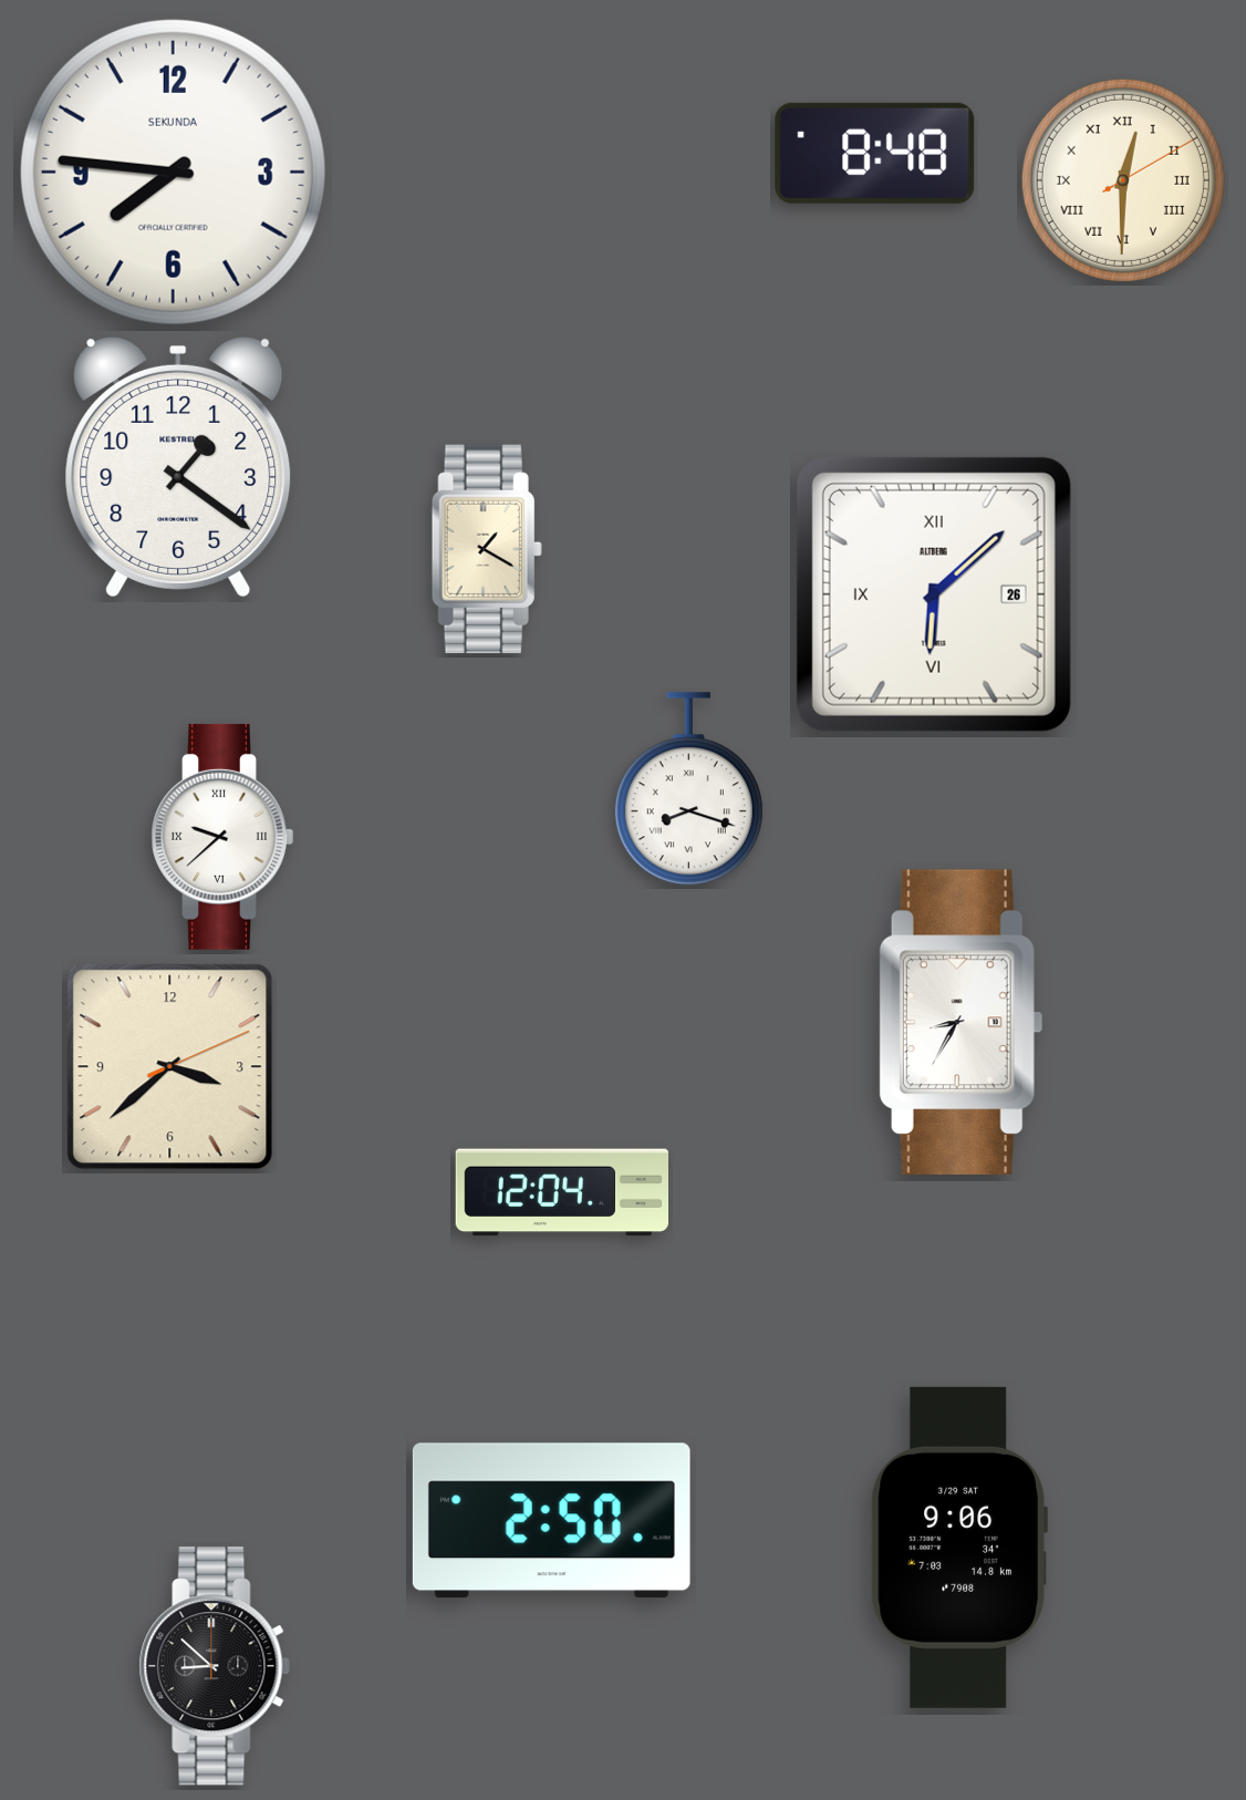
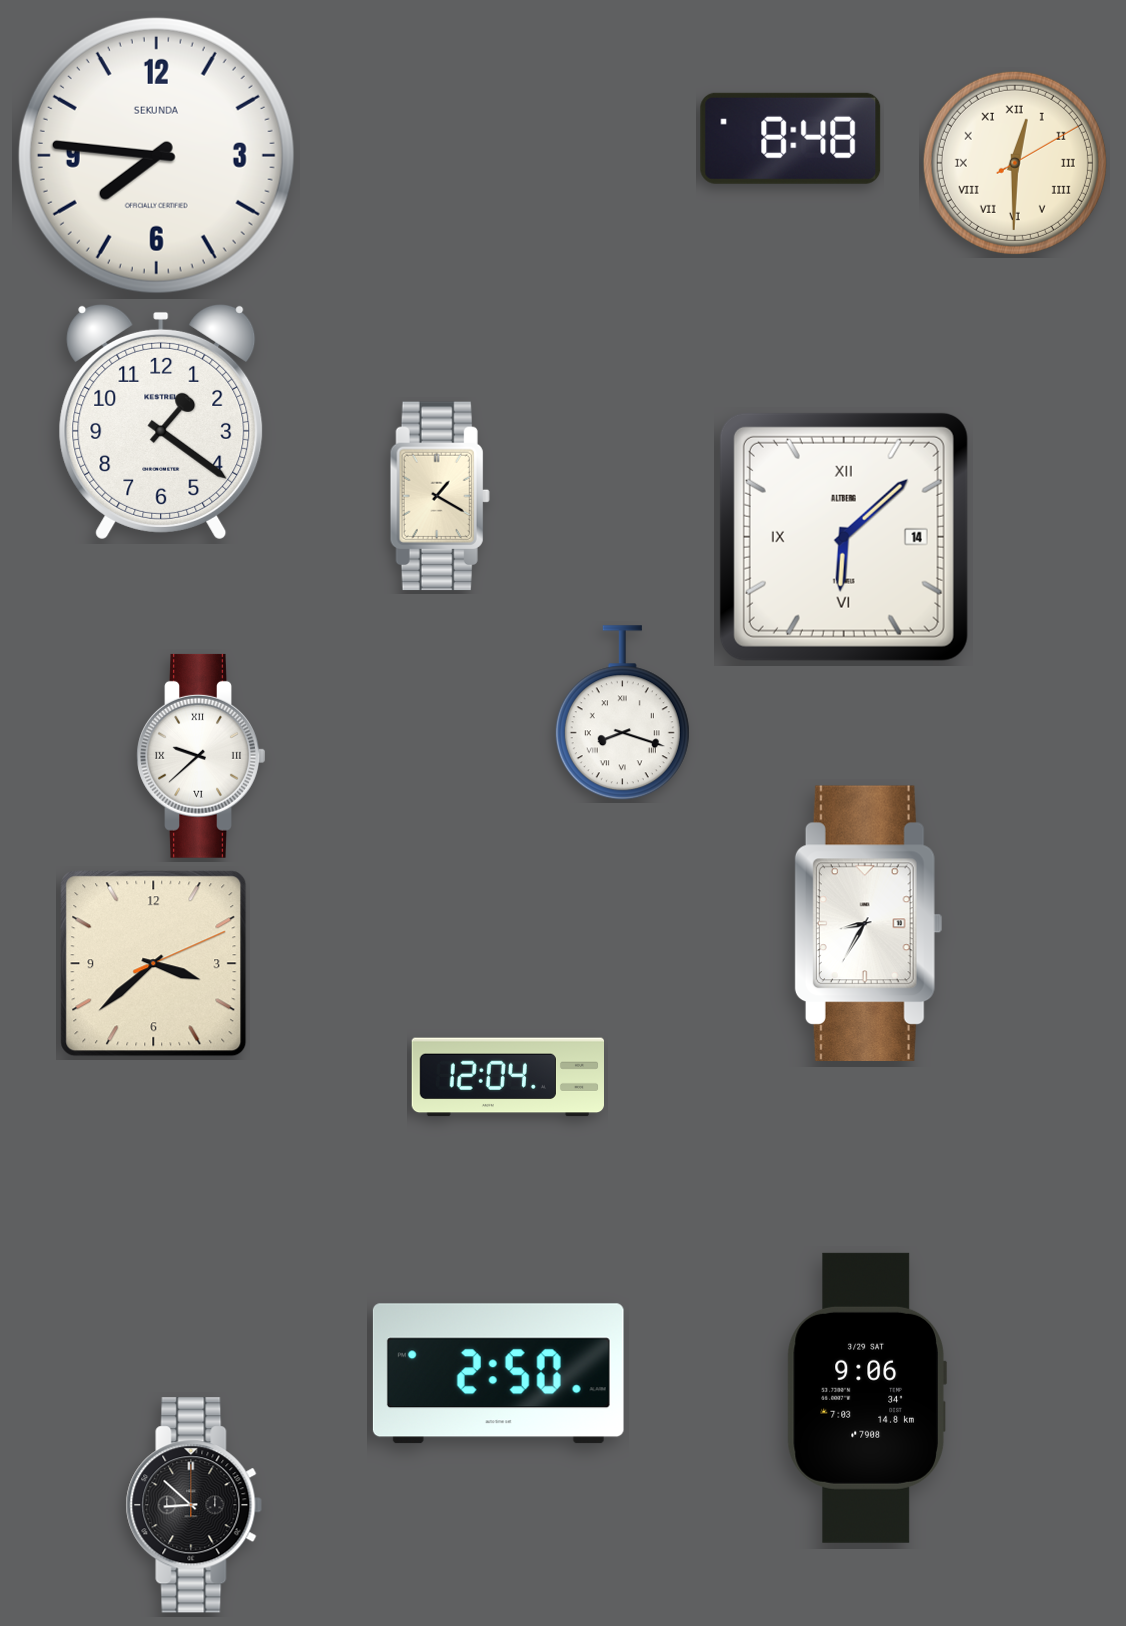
clock at (934, 594) date: 26 -> 14
